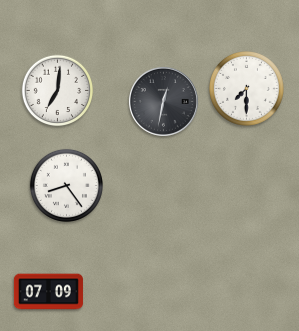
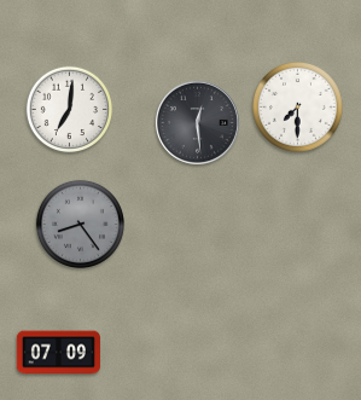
clock at (163, 101): 12:32 -> 12:29
clock at (66, 185) dial: white -> grey
